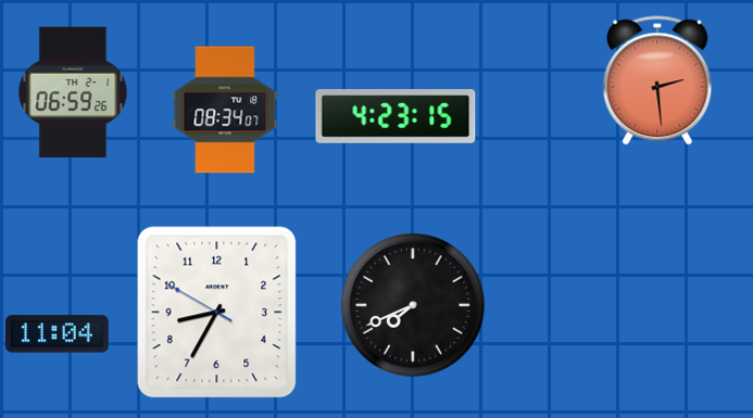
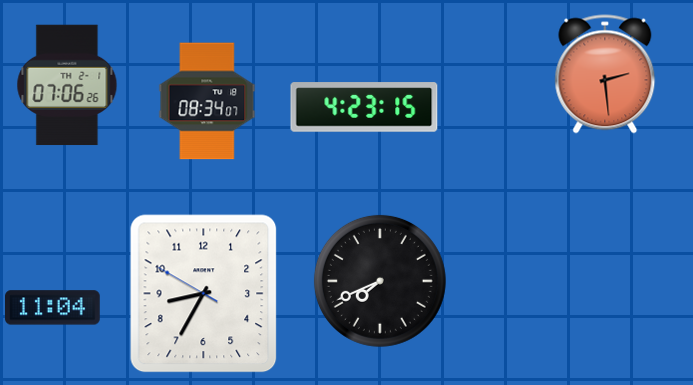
clock at (73, 92): 06:59 -> 07:06
clock at (217, 313) position: (217, 313) -> (204, 294)
